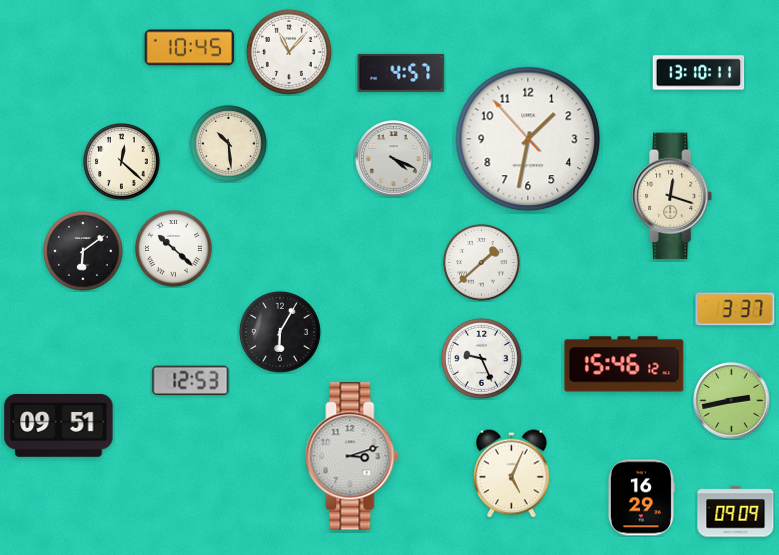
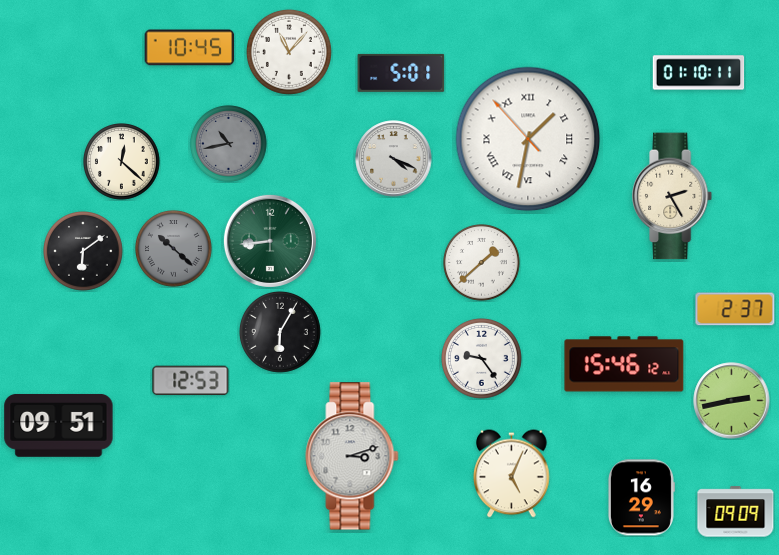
clock at (401, 73): 4:57 -> 5:01
clock at (699, 73): 13:10 -> 01:10
clock at (528, 139) numerals: Arabic -> Roman
clock at (229, 144): 10:29 -> 10:43
clock at (229, 144) dial: cream -> grey
clock at (673, 196): 12:18 -> 2:25
clock at (270, 241): none -> 8:44
clock at (174, 249) dial: white -> grey
clock at (735, 309): 3:37 -> 2:37
clock at (482, 359): 9:26 -> 9:24
